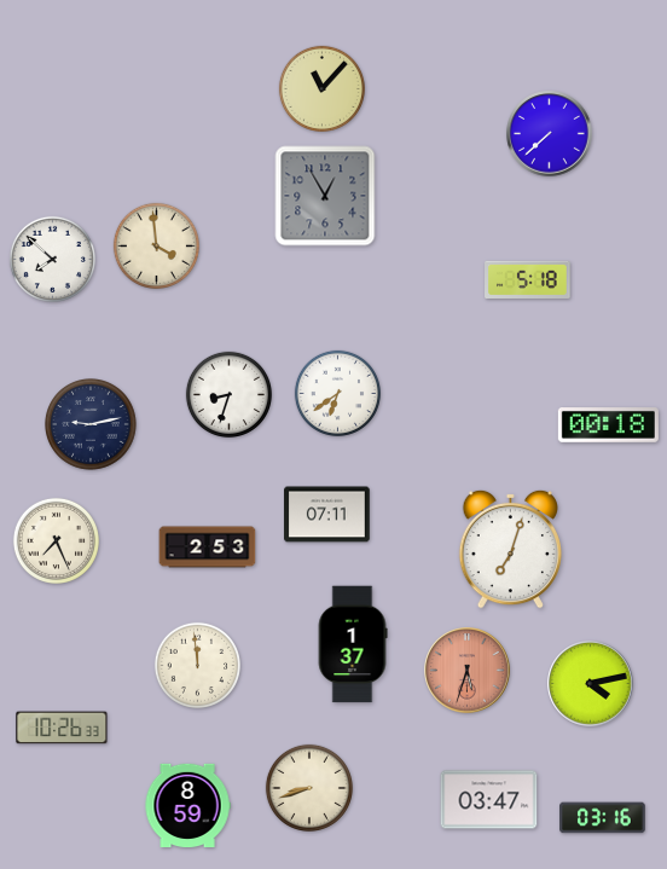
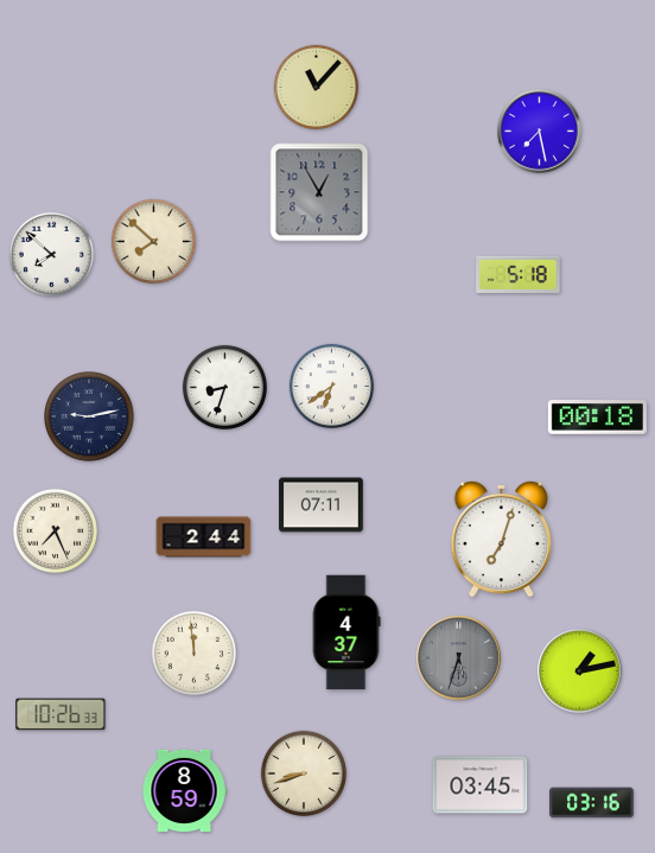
clock at (550, 134): 7:38 -> 7:28
clock at (156, 245): 3:59 -> 7:52
clock at (208, 548): 2:53 -> 2:44
clock at (353, 644): 1:37 -> 4:37
clock at (468, 671) dial: salmon -> grey
clock at (591, 684): 4:13 -> 1:13
clock at (489, 800): 03:47 -> 03:45
